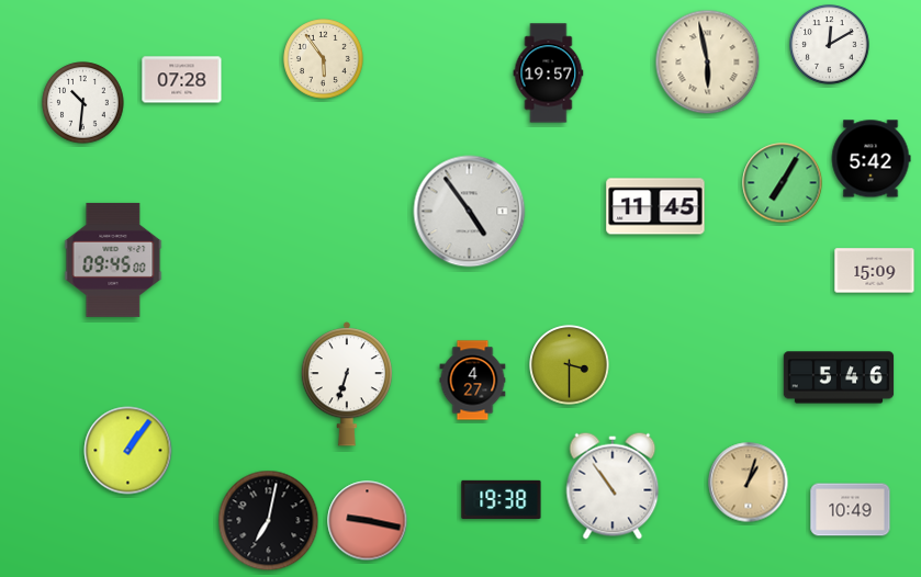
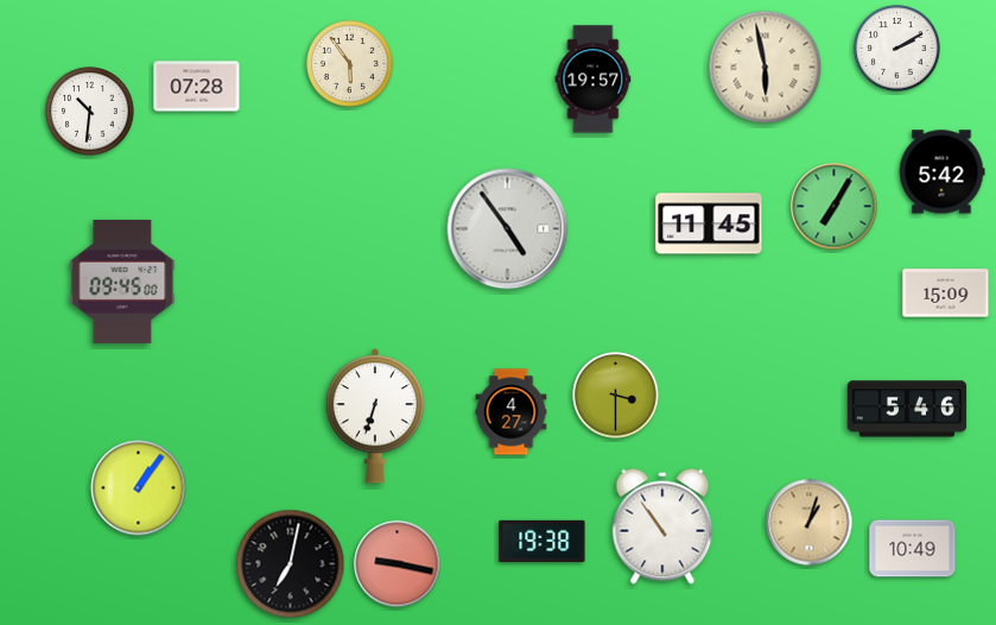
clock at (830, 45): 12:10 -> 2:10
clock at (783, 183) position: (783, 183) -> (835, 207)
clock at (851, 510) position: (851, 510) -> (913, 549)
